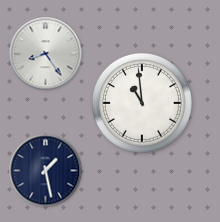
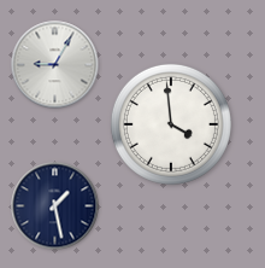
clock at (46, 54): 8:24 -> 9:05
clock at (142, 103): 10:59 -> 3:59
